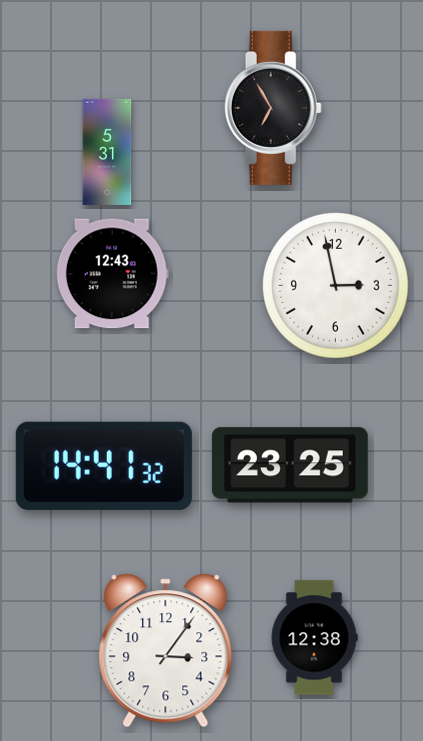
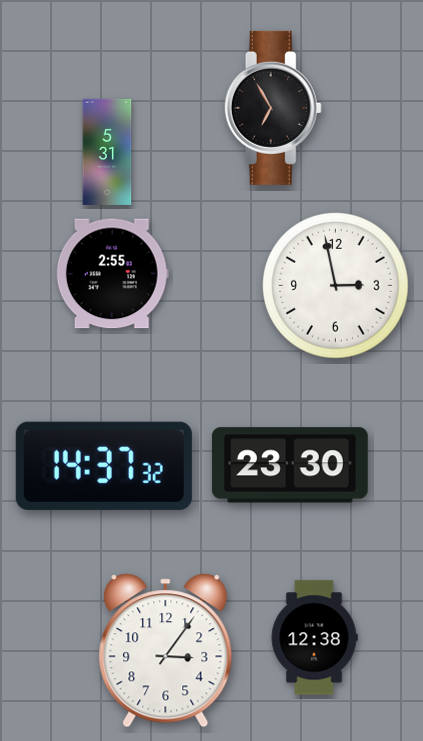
clock at (112, 274): 12:43 -> 2:55
clock at (290, 465): 23:25 -> 23:30
clock at (104, 466): 14:41 -> 14:37
